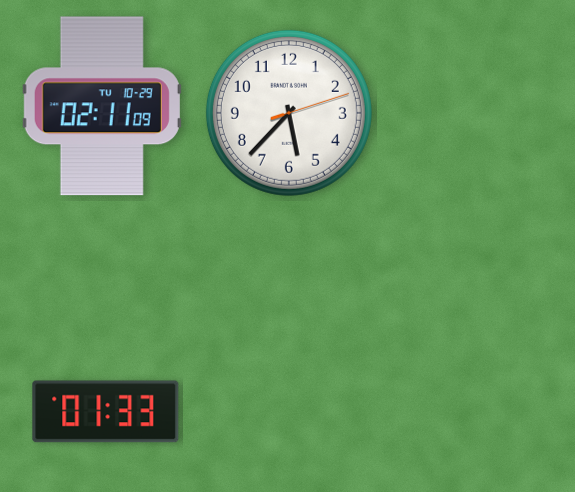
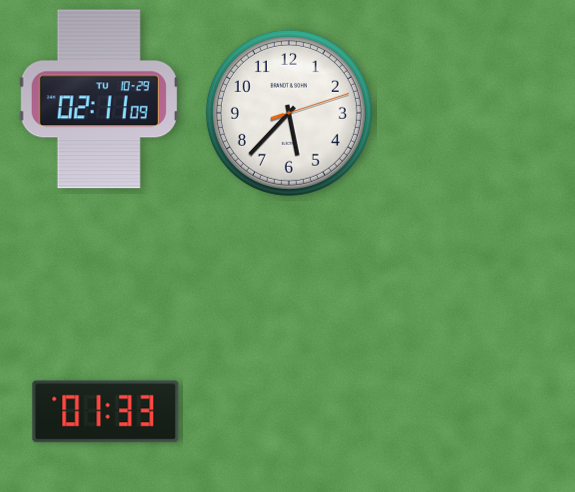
clock at (102, 106) position: (102, 106) -> (99, 99)
